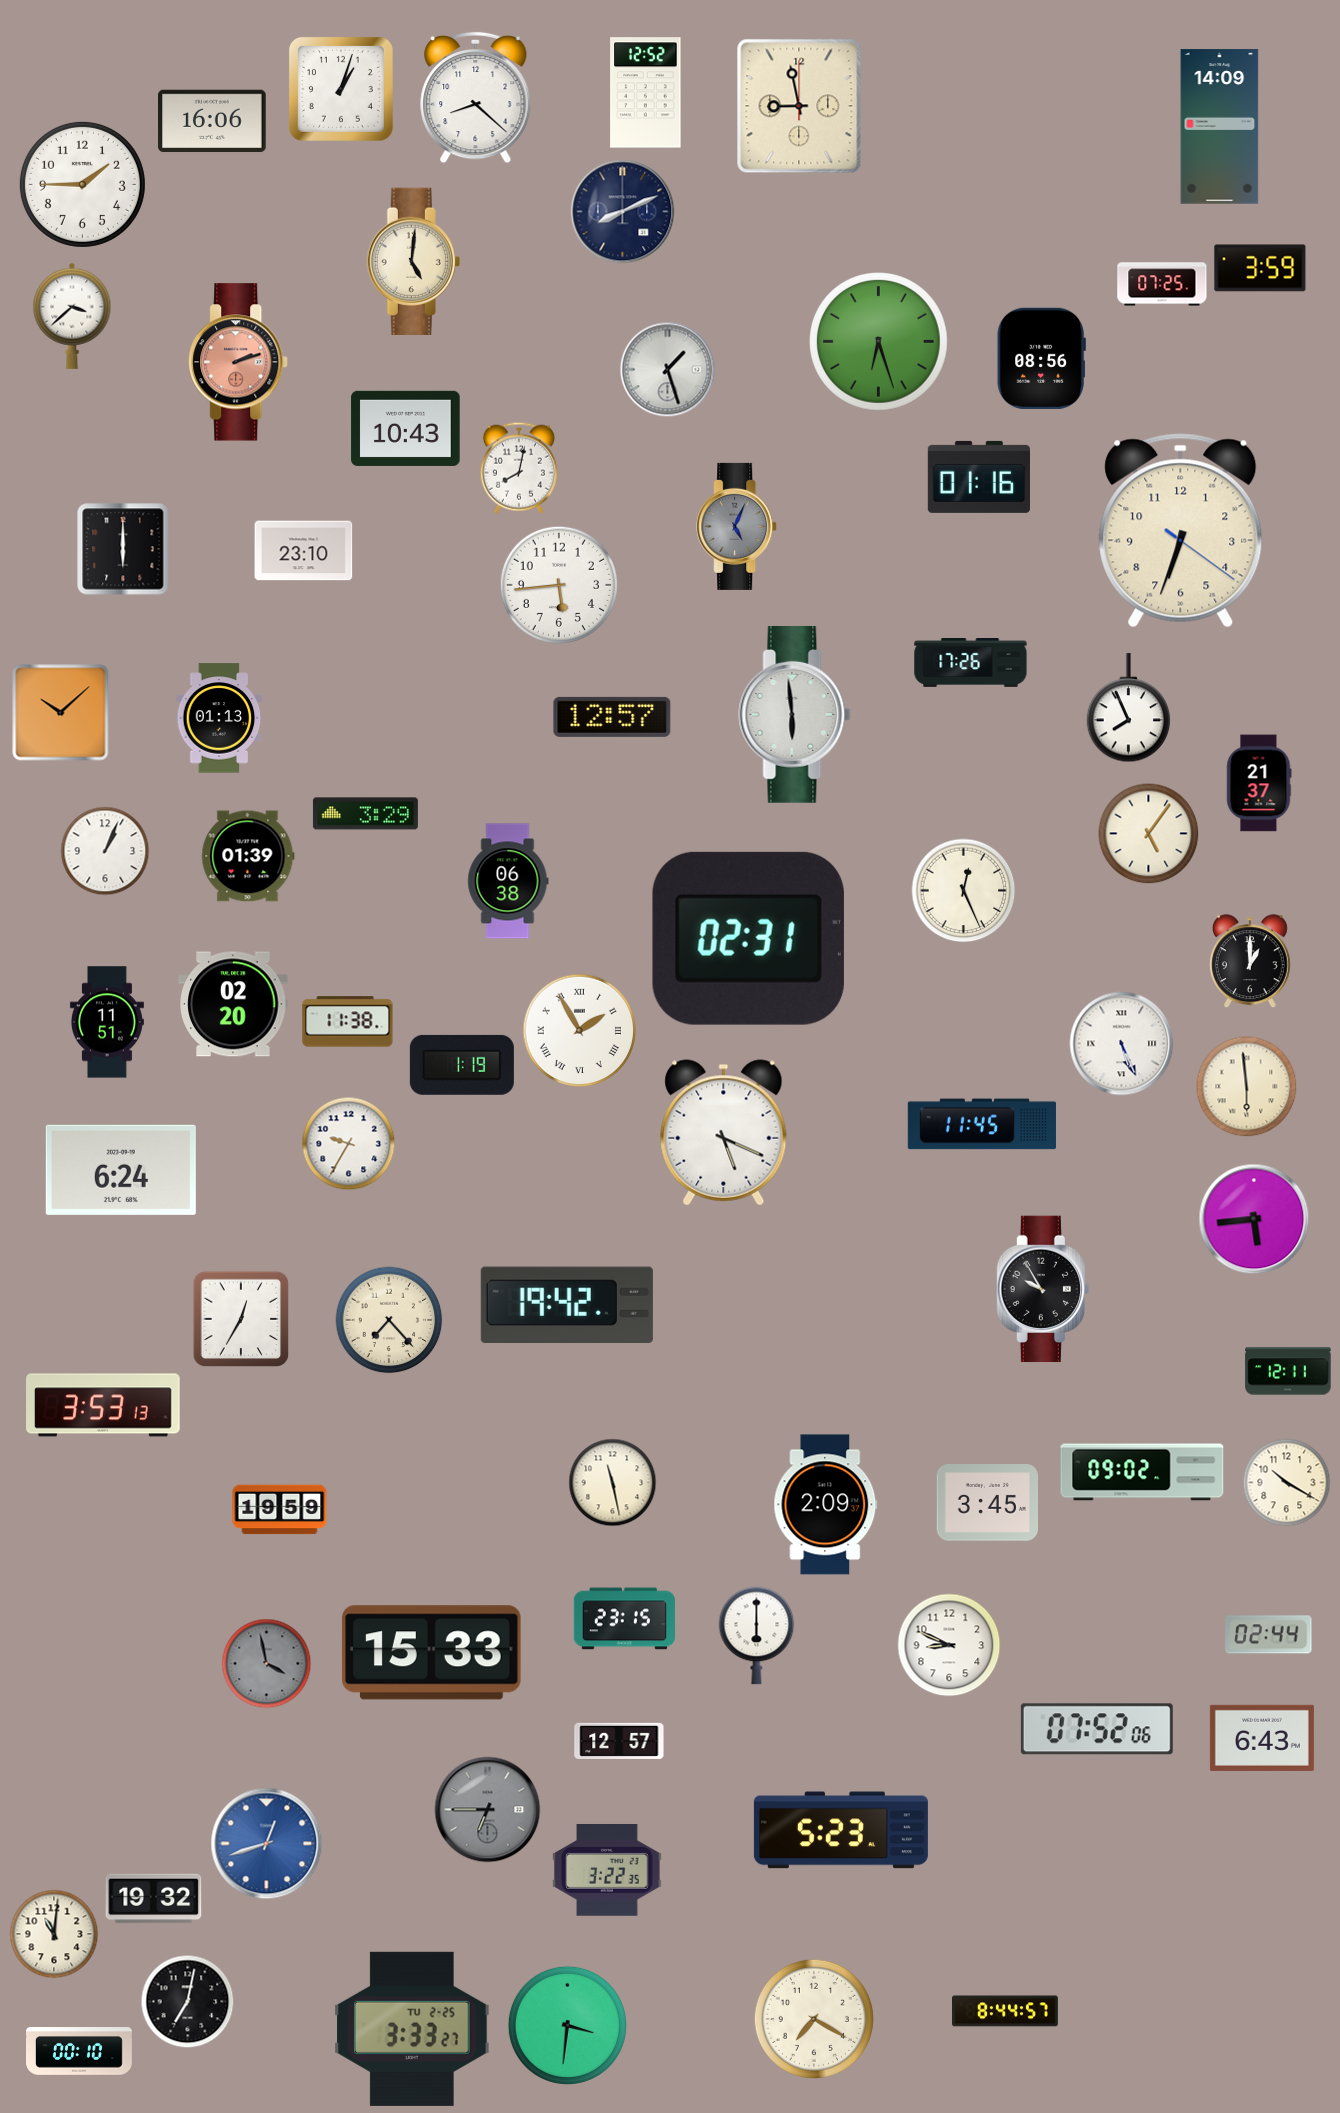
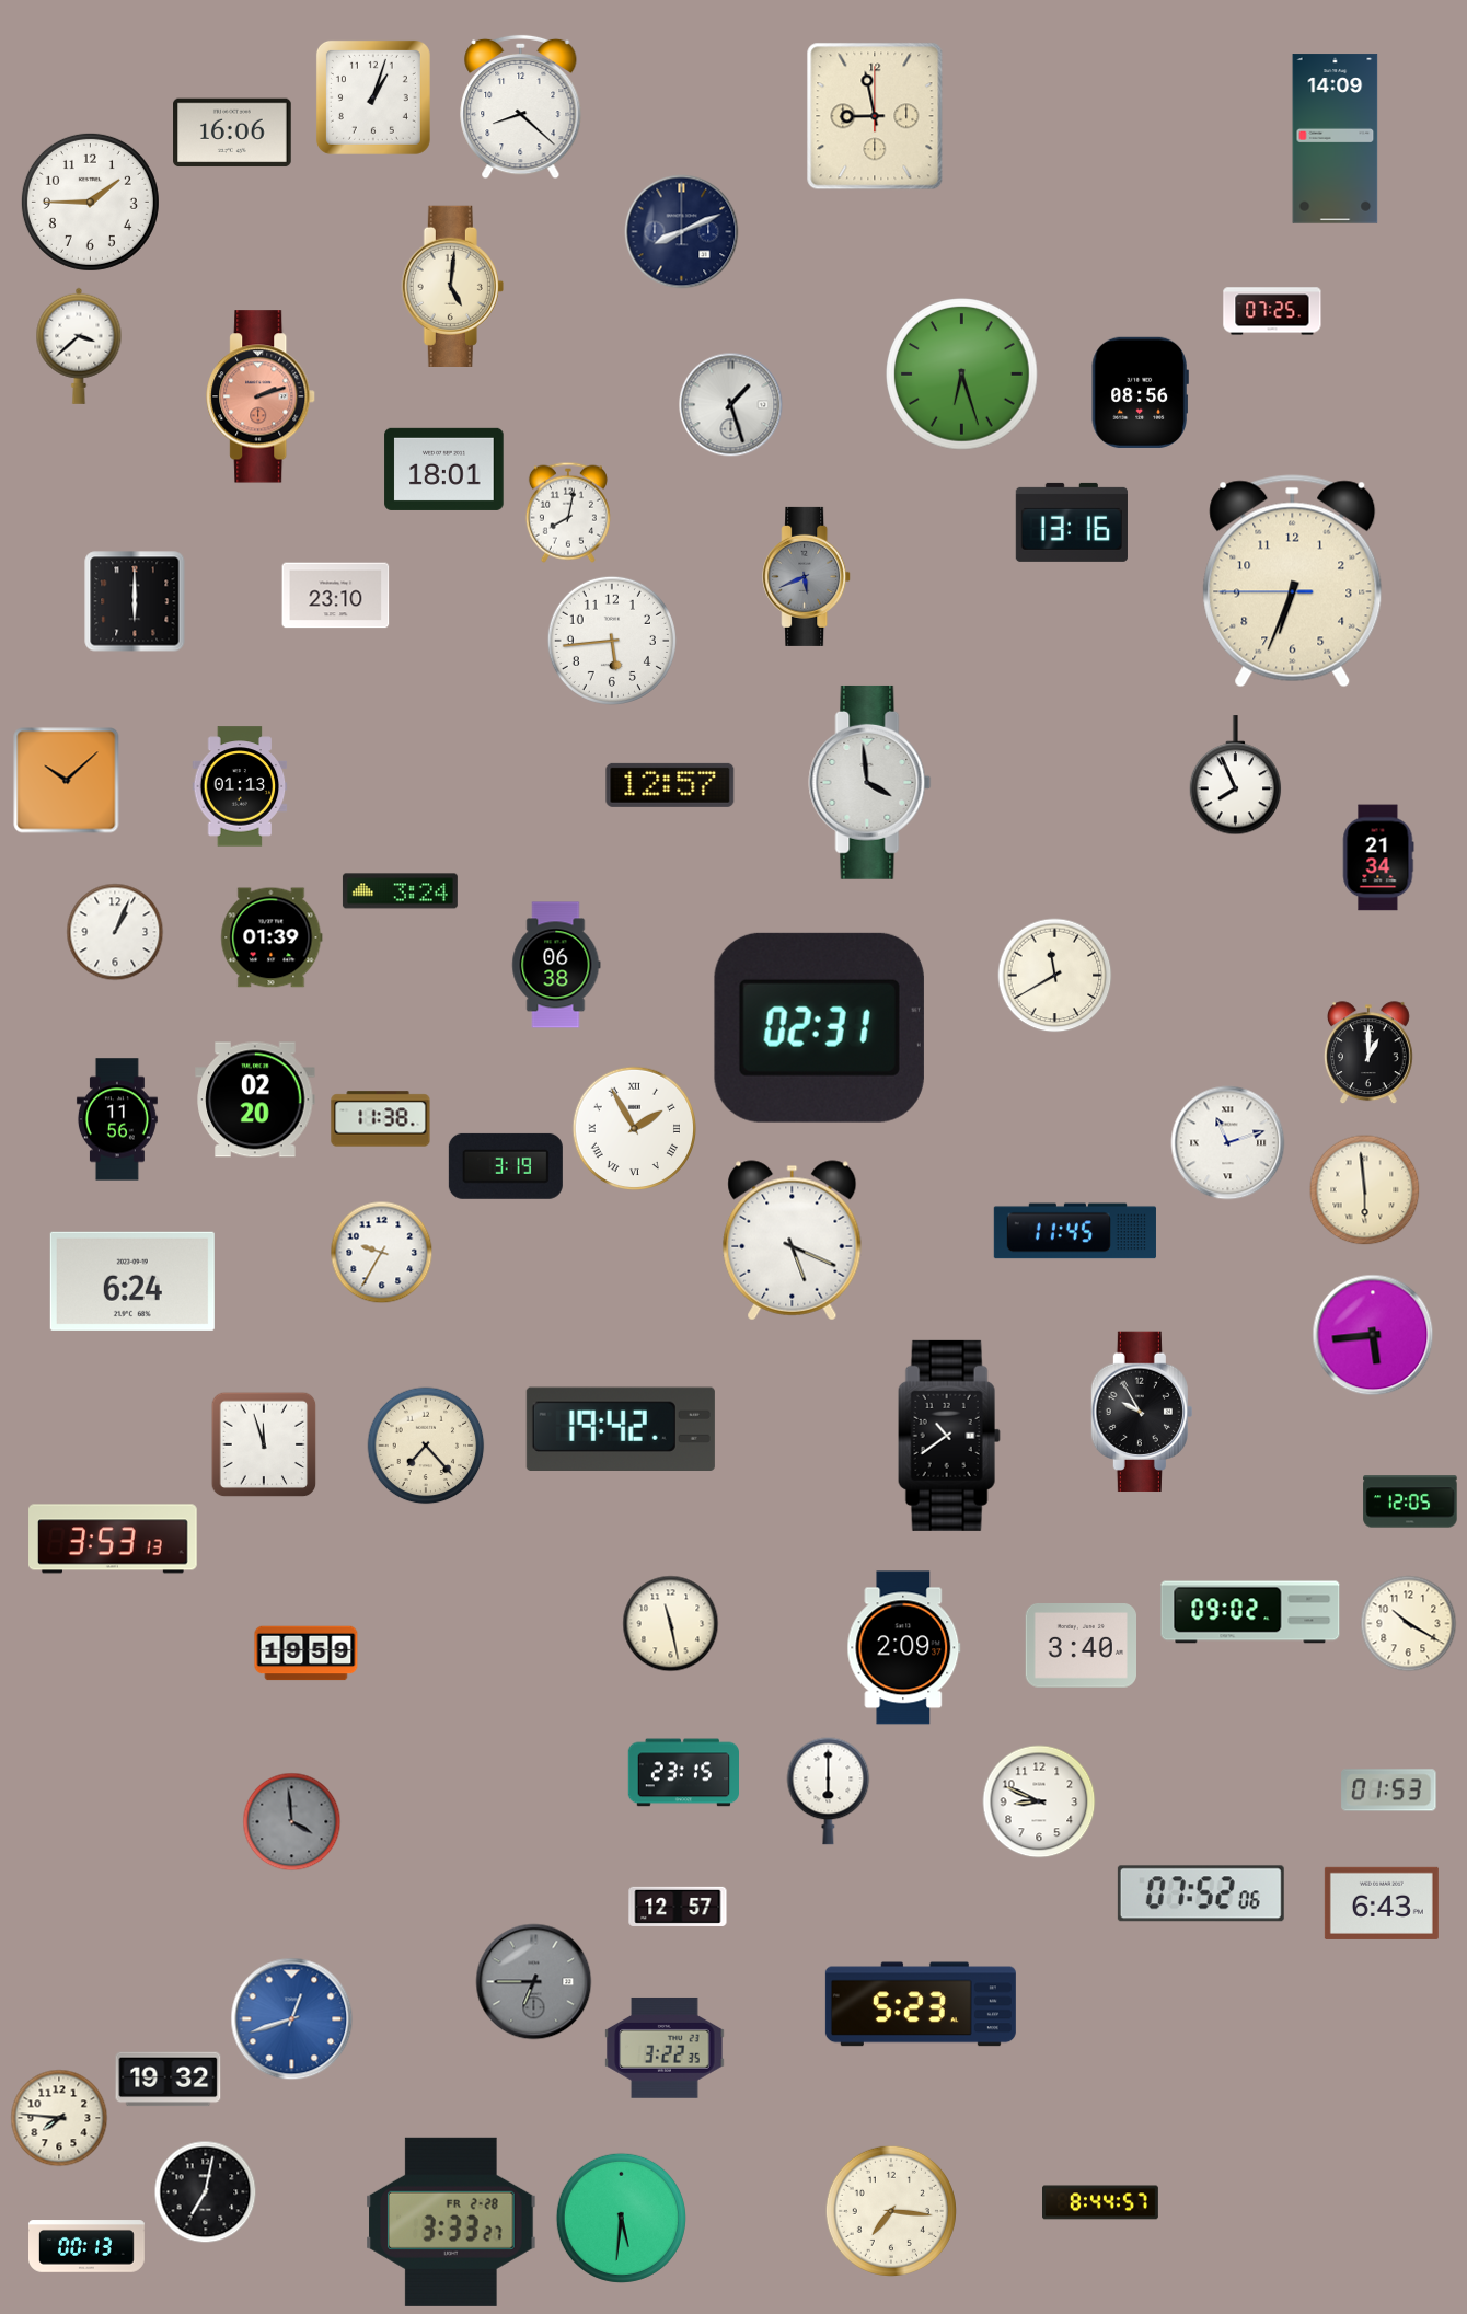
clock at (646, 93): 12:52 -> none
clock at (1260, 268): 3:59 -> none
clock at (406, 428): 10:43 -> 18:01
clock at (979, 477): 01:16 -> 13:16
clock at (737, 526): 5:04 -> 5:41
clock at (1181, 531): 6:33:21 -> 6:33:45
clock at (304, 551) position: (304, 551) -> (336, 596)
clock at (971, 663): 17:26 -> none
clock at (795, 714): 5:59 -> 3:59
clock at (1259, 783): 21:37 -> 21:34
clock at (365, 814): 3:29 -> 3:24
clock at (1149, 834): 5:06 -> none
clock at (964, 891): 12:26 -> 11:40
clock at (107, 1022): 11:51 -> 11:56
clock at (1122, 1044): 5:26 -> 11:12
clock at (462, 1065): 1:19 -> 3:19
clock at (949, 1436): none -> 10:39
clock at (241, 1319): 12:35 -> 11:57
clock at (1288, 1371): 12:11 -> 12:05
clock at (987, 1503): 3:45 -> 3:40
clock at (1269, 1635): 02:44 -> 01:53
clock at (432, 1653): 15:33 -> none
clock at (267, 1664): 3:58 -> 3:59
clock at (54, 1934): 11:01 -> 7:46
clock at (814, 2019): 7:20 -> 7:16
clock at (567, 2025): 3:31 -> 5:31
clock at (412, 2029) date: TU 2-25 -> FR 2-28
clock at (80, 2051): 00:10 -> 00:13
